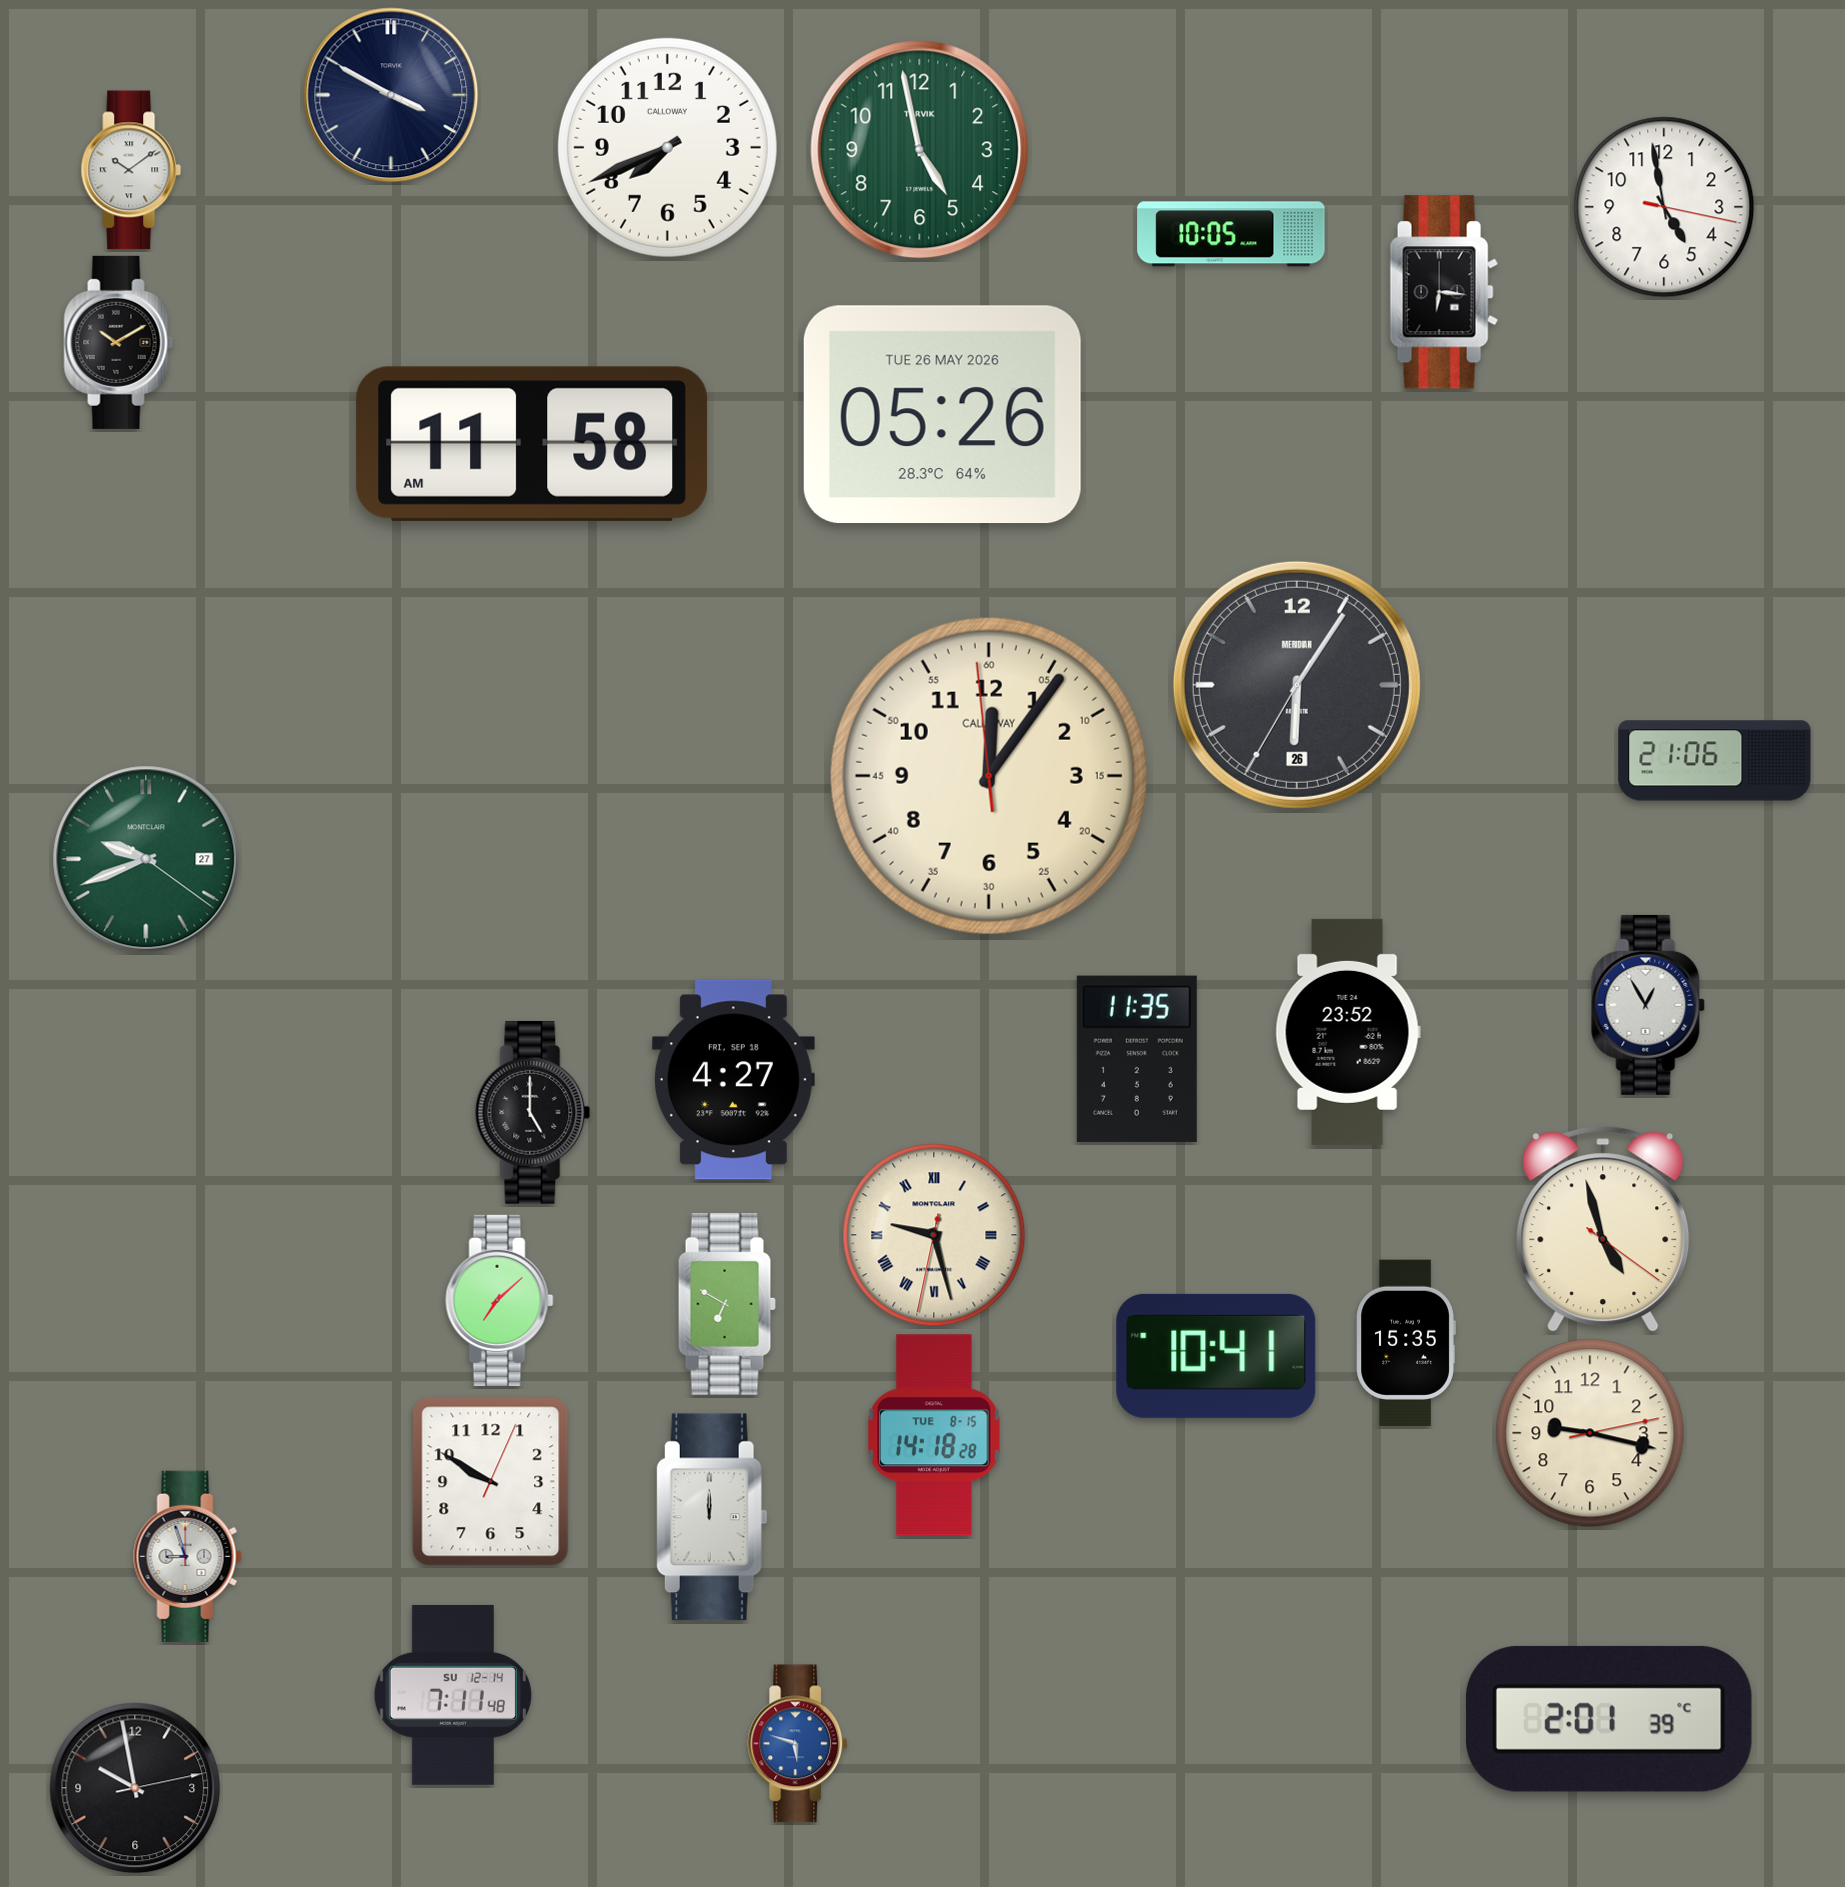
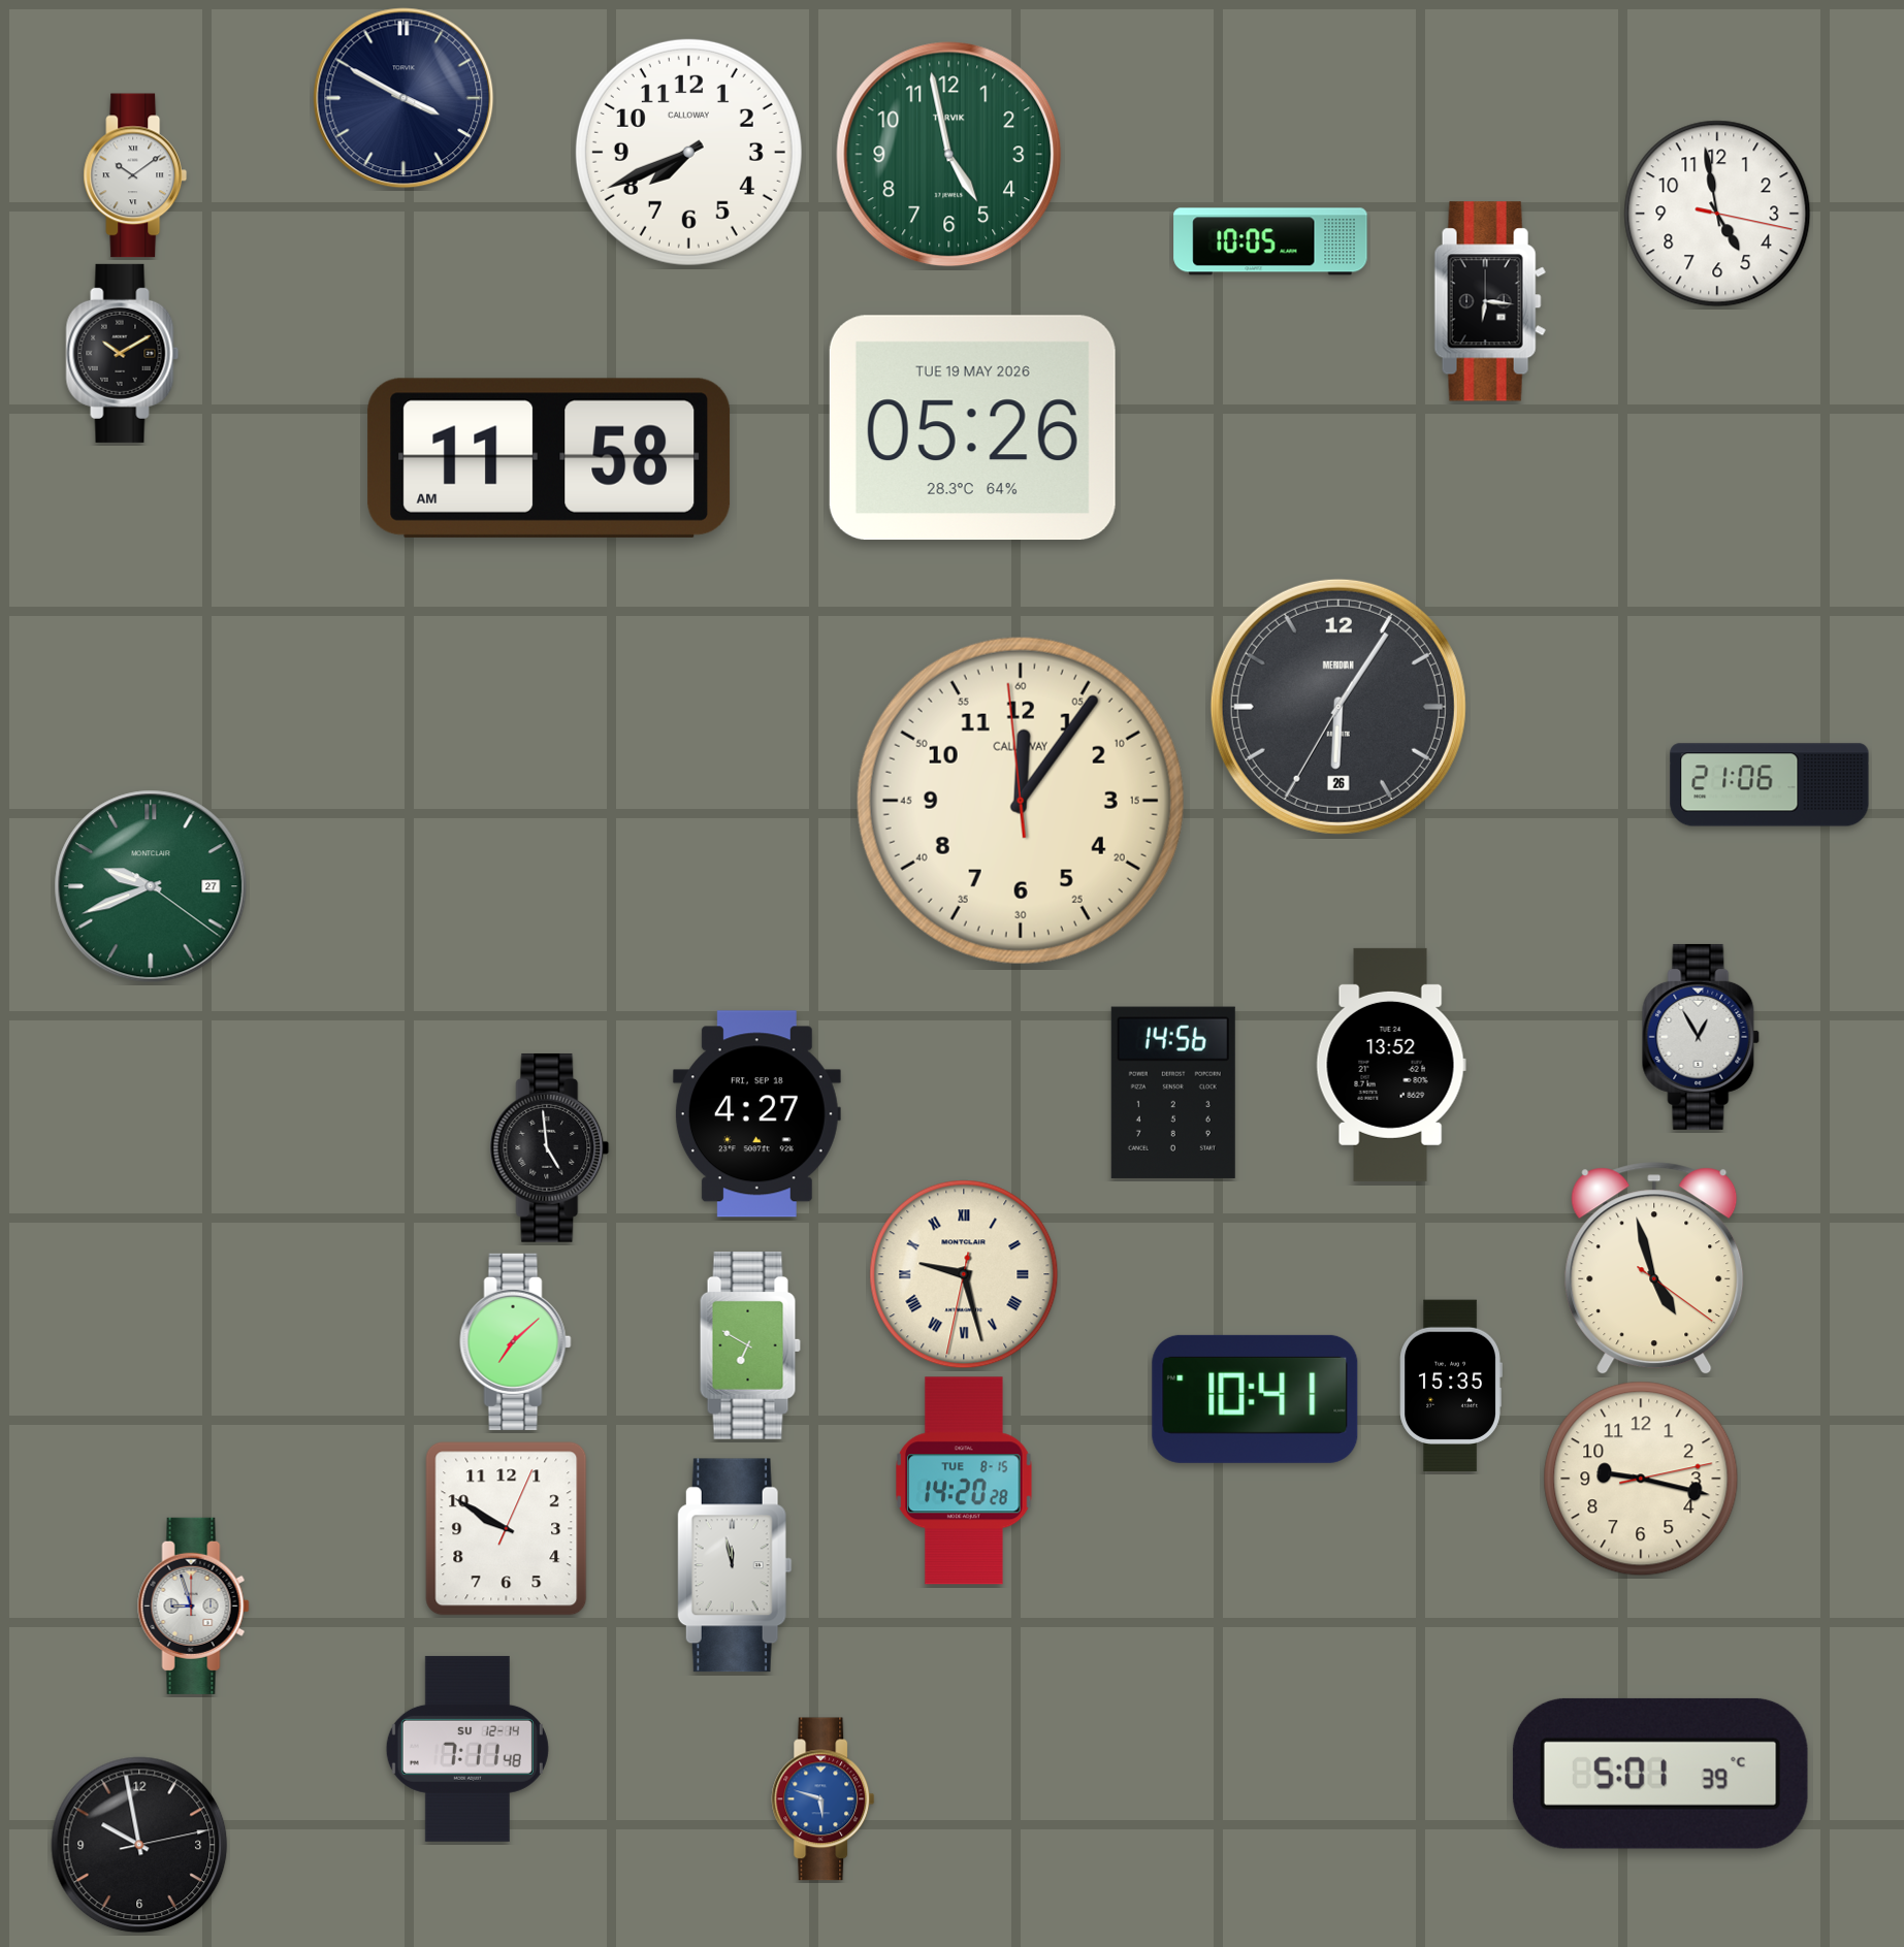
clock at (942, 415) date: TUE 26 MAY 2026 -> TUE 19 MAY 2026
clock at (1348, 1032): 23:52 -> 13:52
clock at (1137, 1059): 11:35 -> 14:56
clock at (533, 1113): 5:00 -> 4:59
clock at (934, 1435): 14:18 -> 14:20
clock at (712, 1517): 12:00 -> 11:58
clock at (1609, 1719): 2:01 -> 5:01
